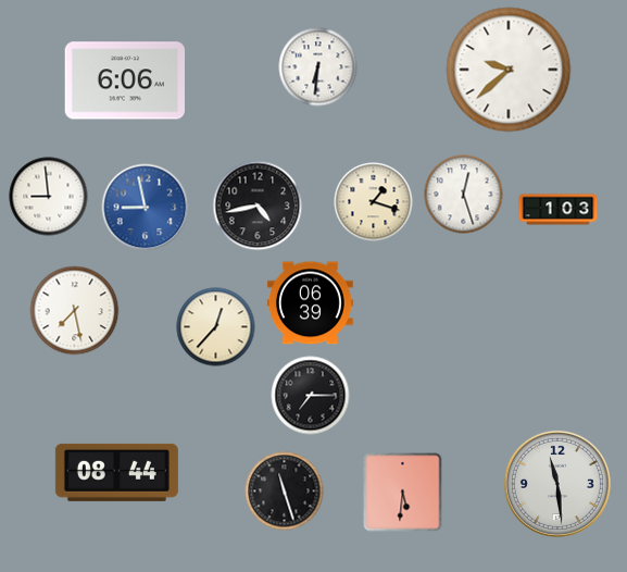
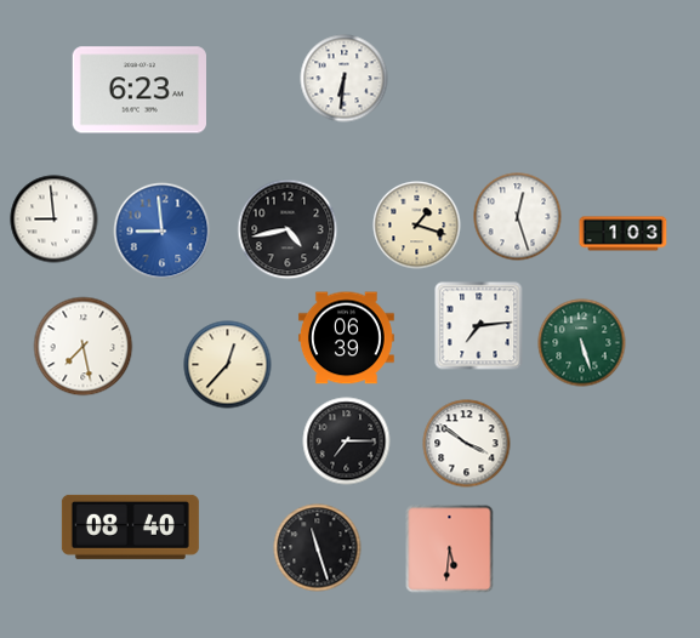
clock at (318, 67) position: (318, 67) -> (345, 79)
clock at (509, 70): 9:38 -> none
clock at (124, 80): 6:06 -> 6:23
clock at (146, 208): 8:58 -> 8:59
clock at (479, 326): none -> 7:14
clock at (582, 343): none -> 5:27
clock at (216, 327) position: (216, 327) -> (228, 365)
clock at (467, 444): none -> 3:51
clock at (116, 472): 08:44 -> 08:40
clock at (557, 484): 11:29 -> none
